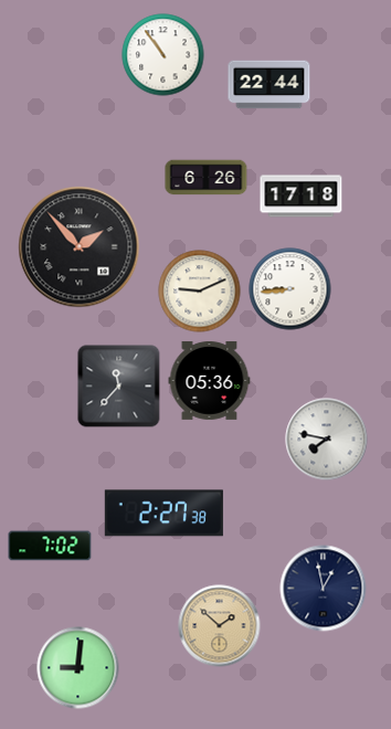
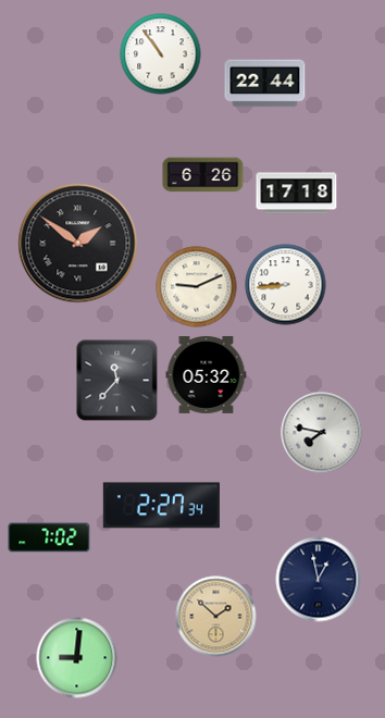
clock at (80, 247): 1:53 -> 1:51
clock at (210, 381): 05:36 -> 05:32
clock at (163, 514): 2:27:38 -> 2:27:34
